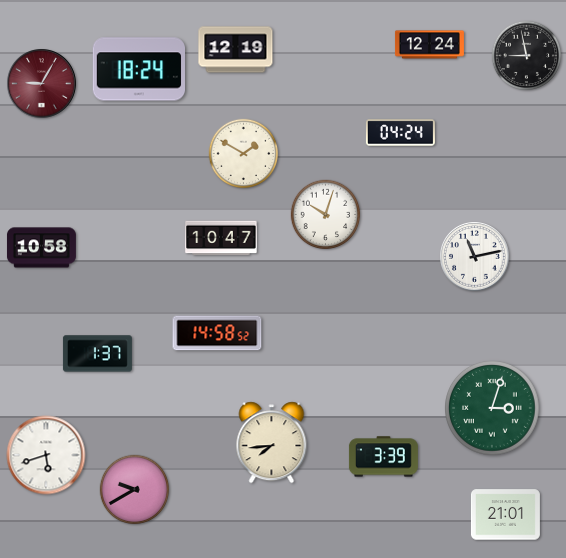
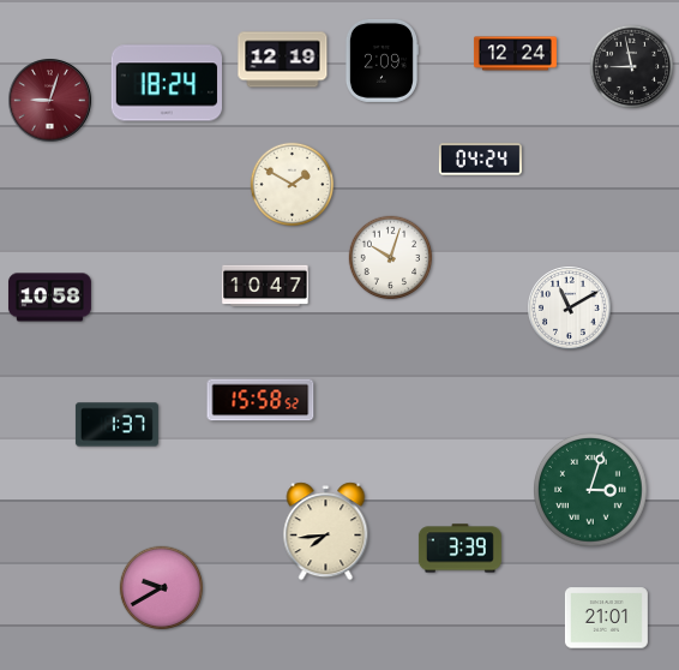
clock at (381, 60): none -> 2:09
clock at (42, 84): 9:05 -> 9:03
clock at (475, 257): 11:13 -> 11:10
clock at (217, 333): 14:58 -> 15:58
clock at (46, 455): 5:42 -> none
